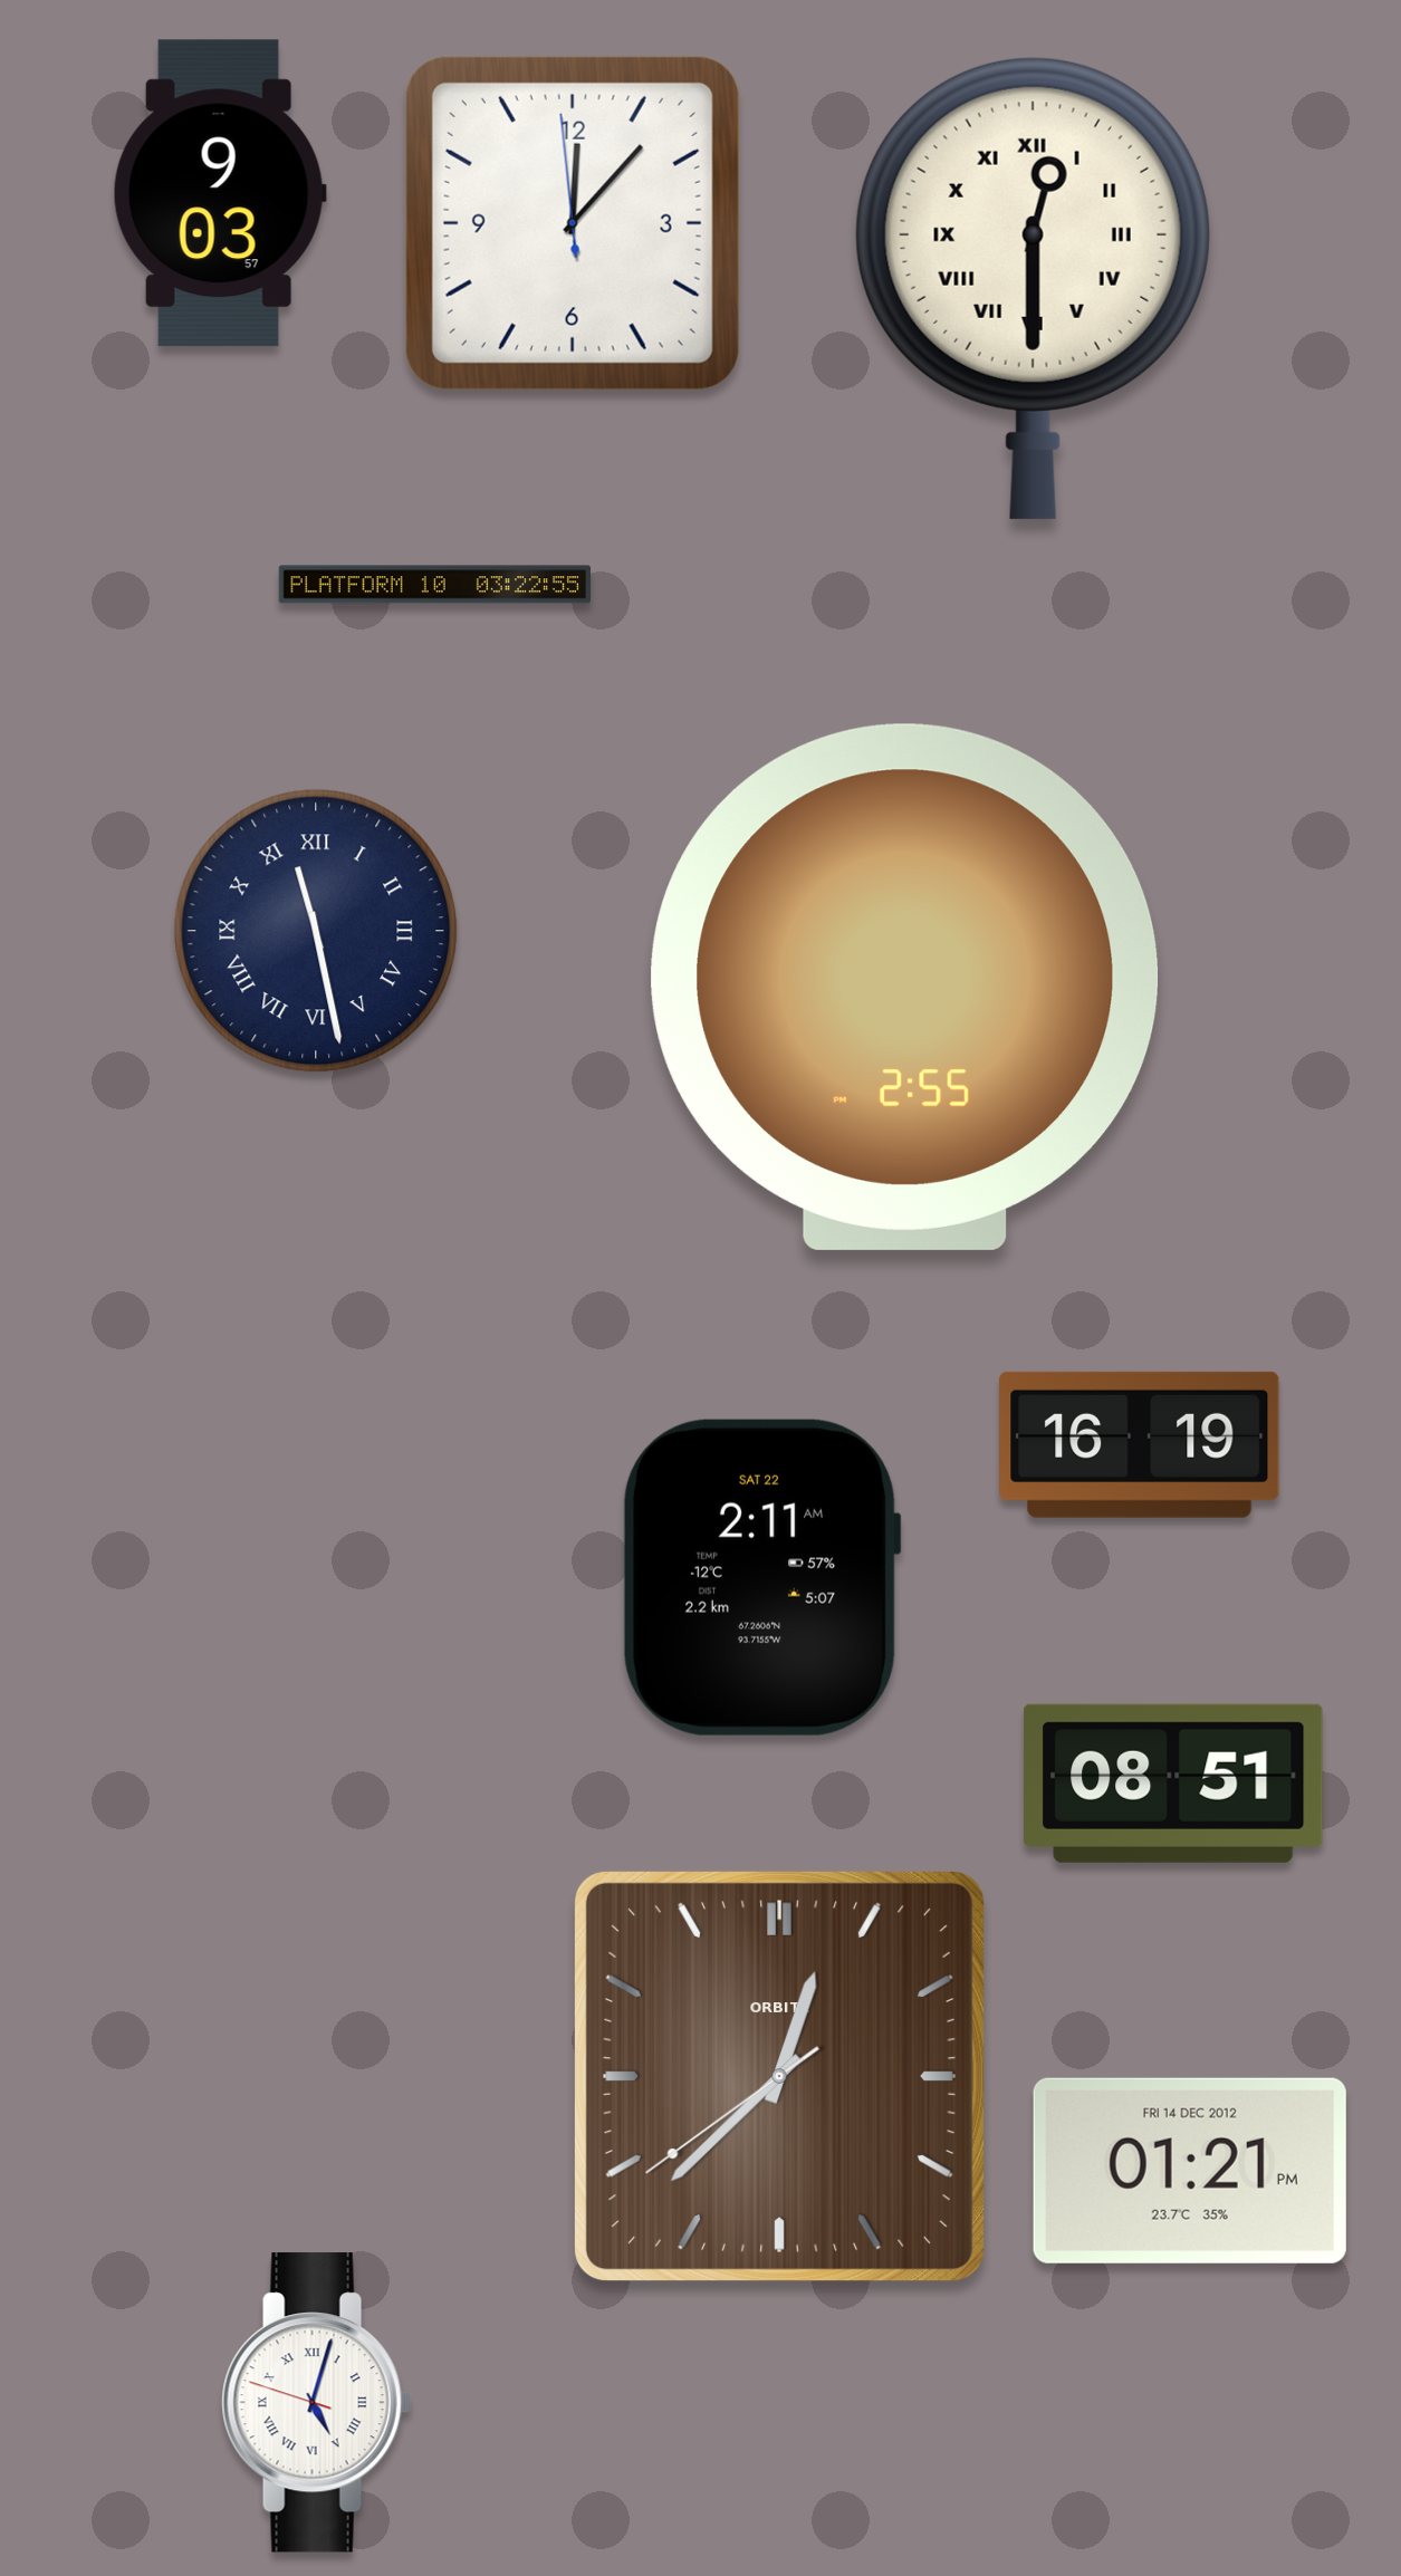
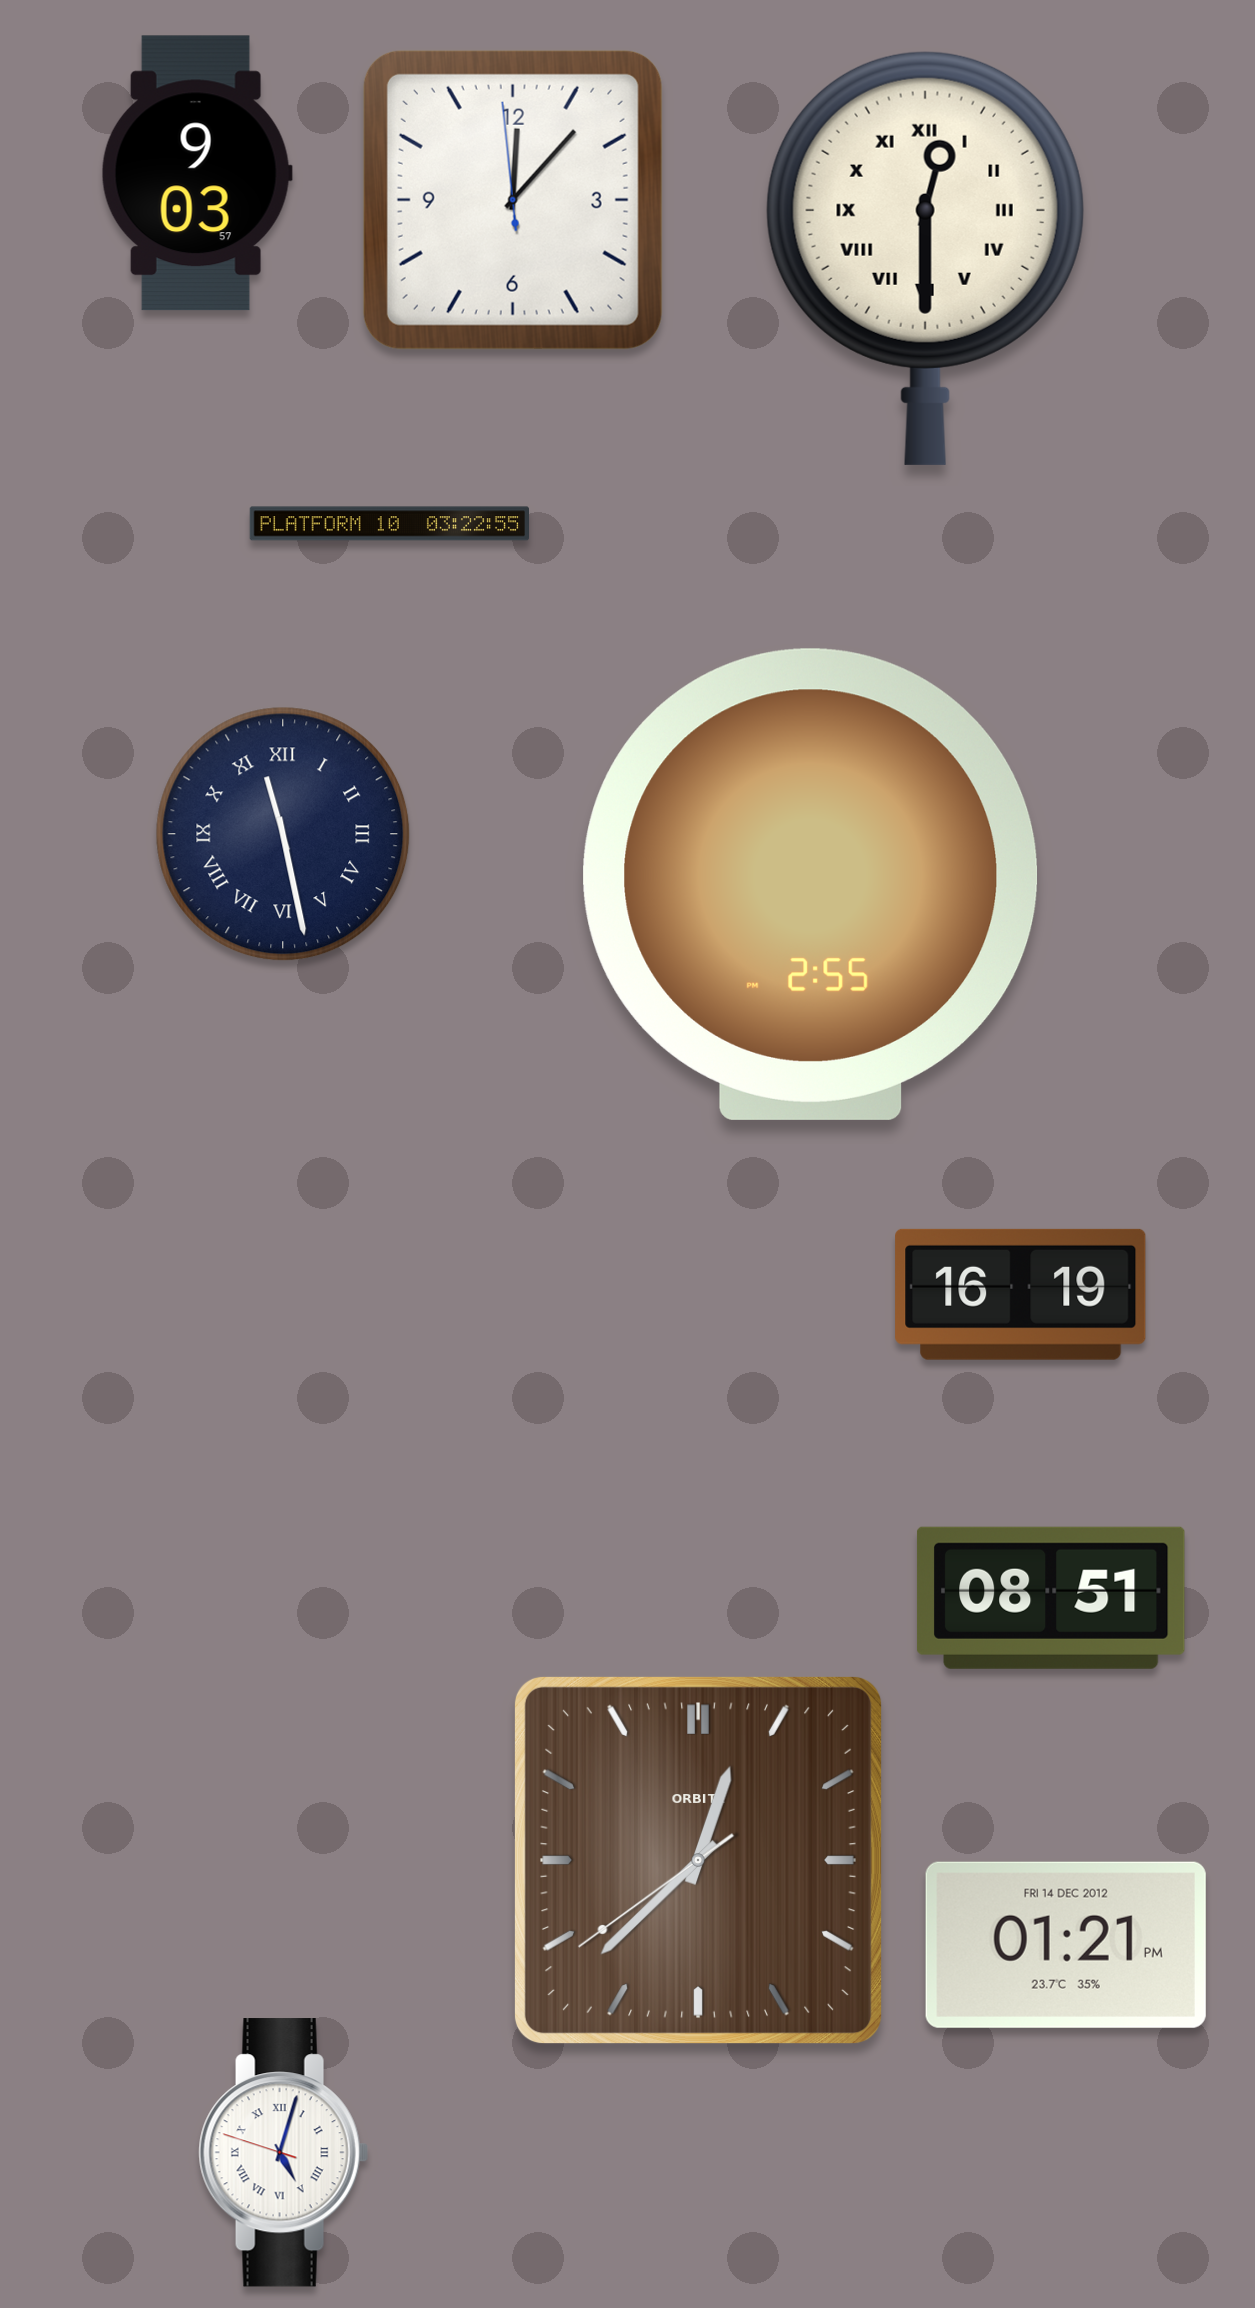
clock at (761, 1577): 2:11 -> none
